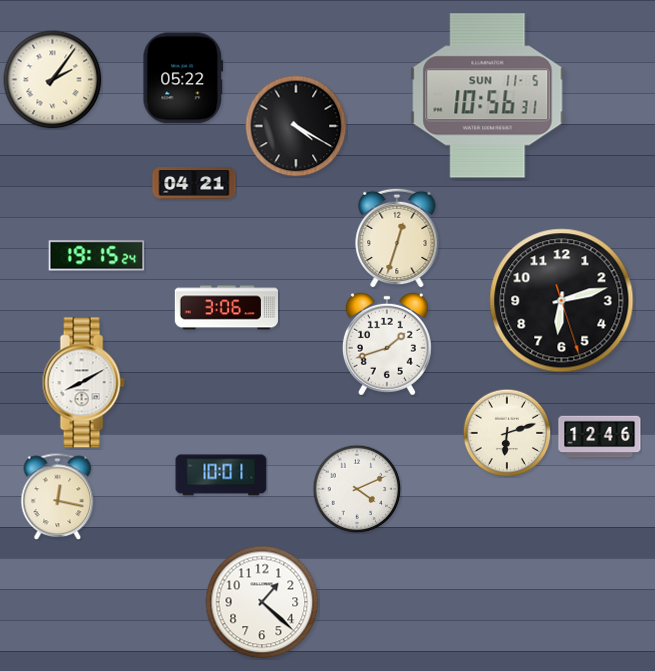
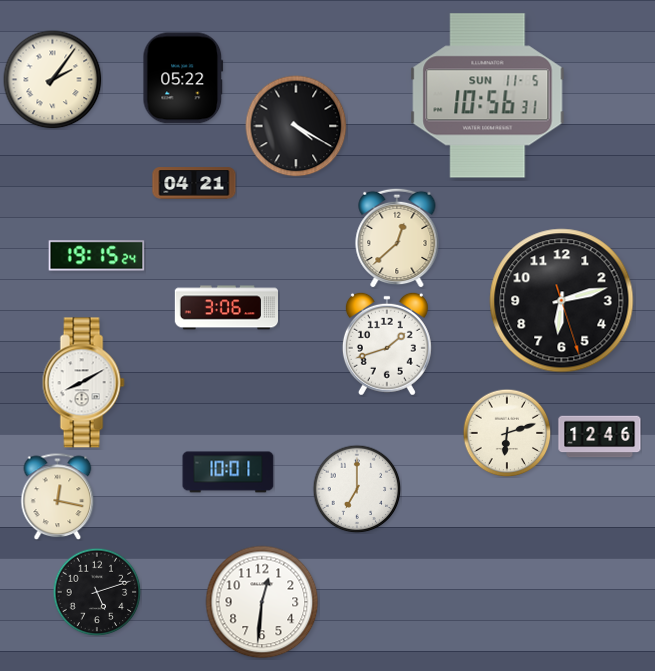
clock at (397, 238): 12:33 -> 12:38
clock at (221, 475) position: (221, 475) -> (228, 472)
clock at (357, 489): 4:11 -> 7:00
clock at (97, 592): none -> 5:12
clock at (262, 602): 1:22 -> 12:31
